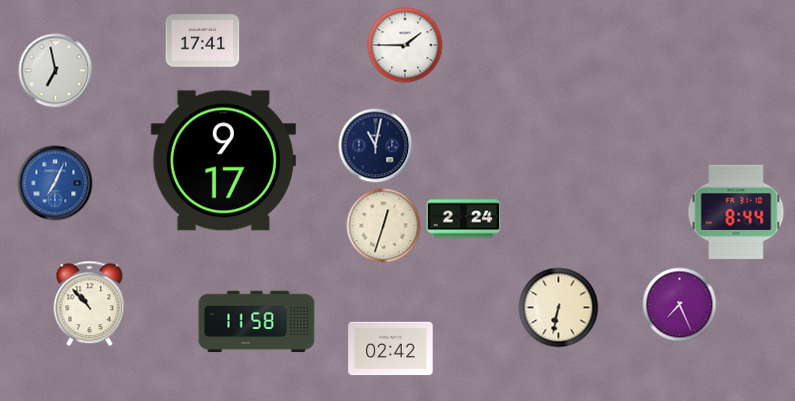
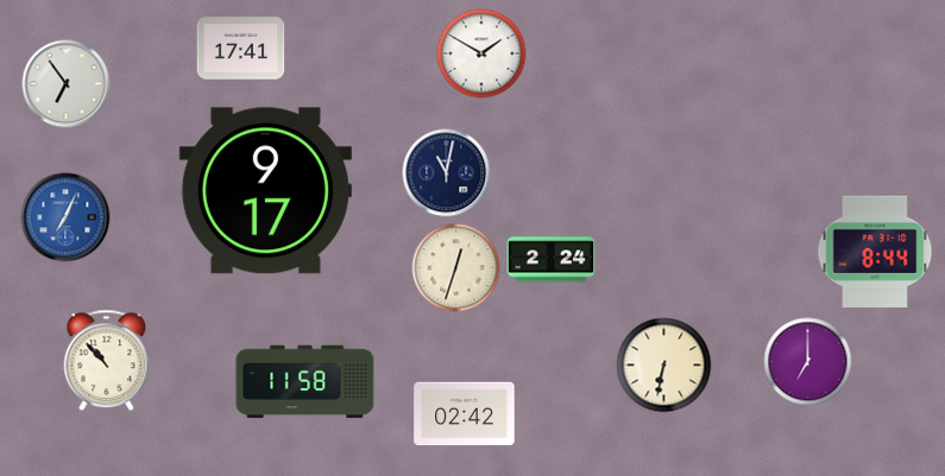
clock at (405, 45): 1:45 -> 1:50
clock at (56, 71): 6:58 -> 6:54
clock at (680, 305): 7:26 -> 7:00
